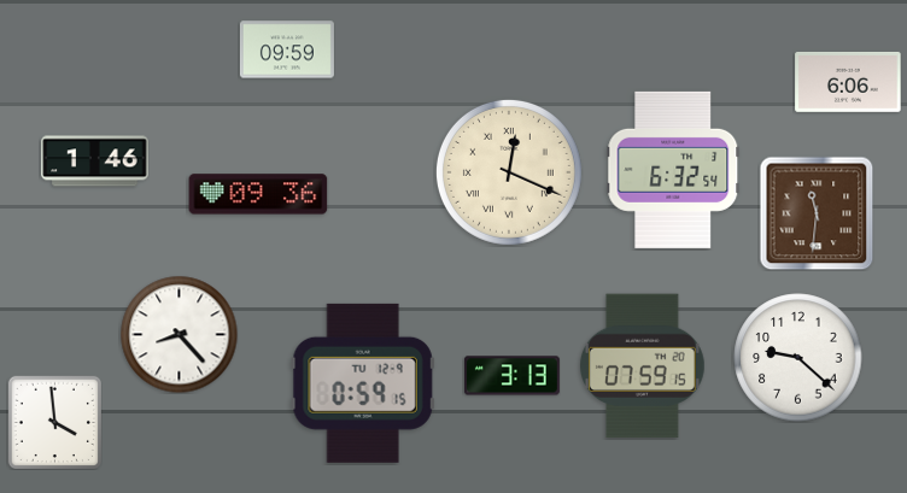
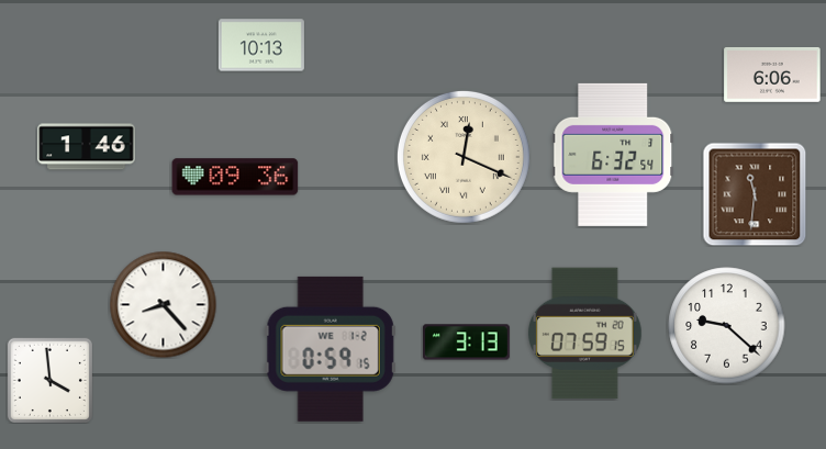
clock at (287, 49): 09:59 -> 10:13
clock at (817, 213) position: (817, 213) -> (755, 194)
clock at (363, 383) date: TU 12-9 -> WE 1-2
clock at (54, 422) position: (54, 422) -> (49, 380)
